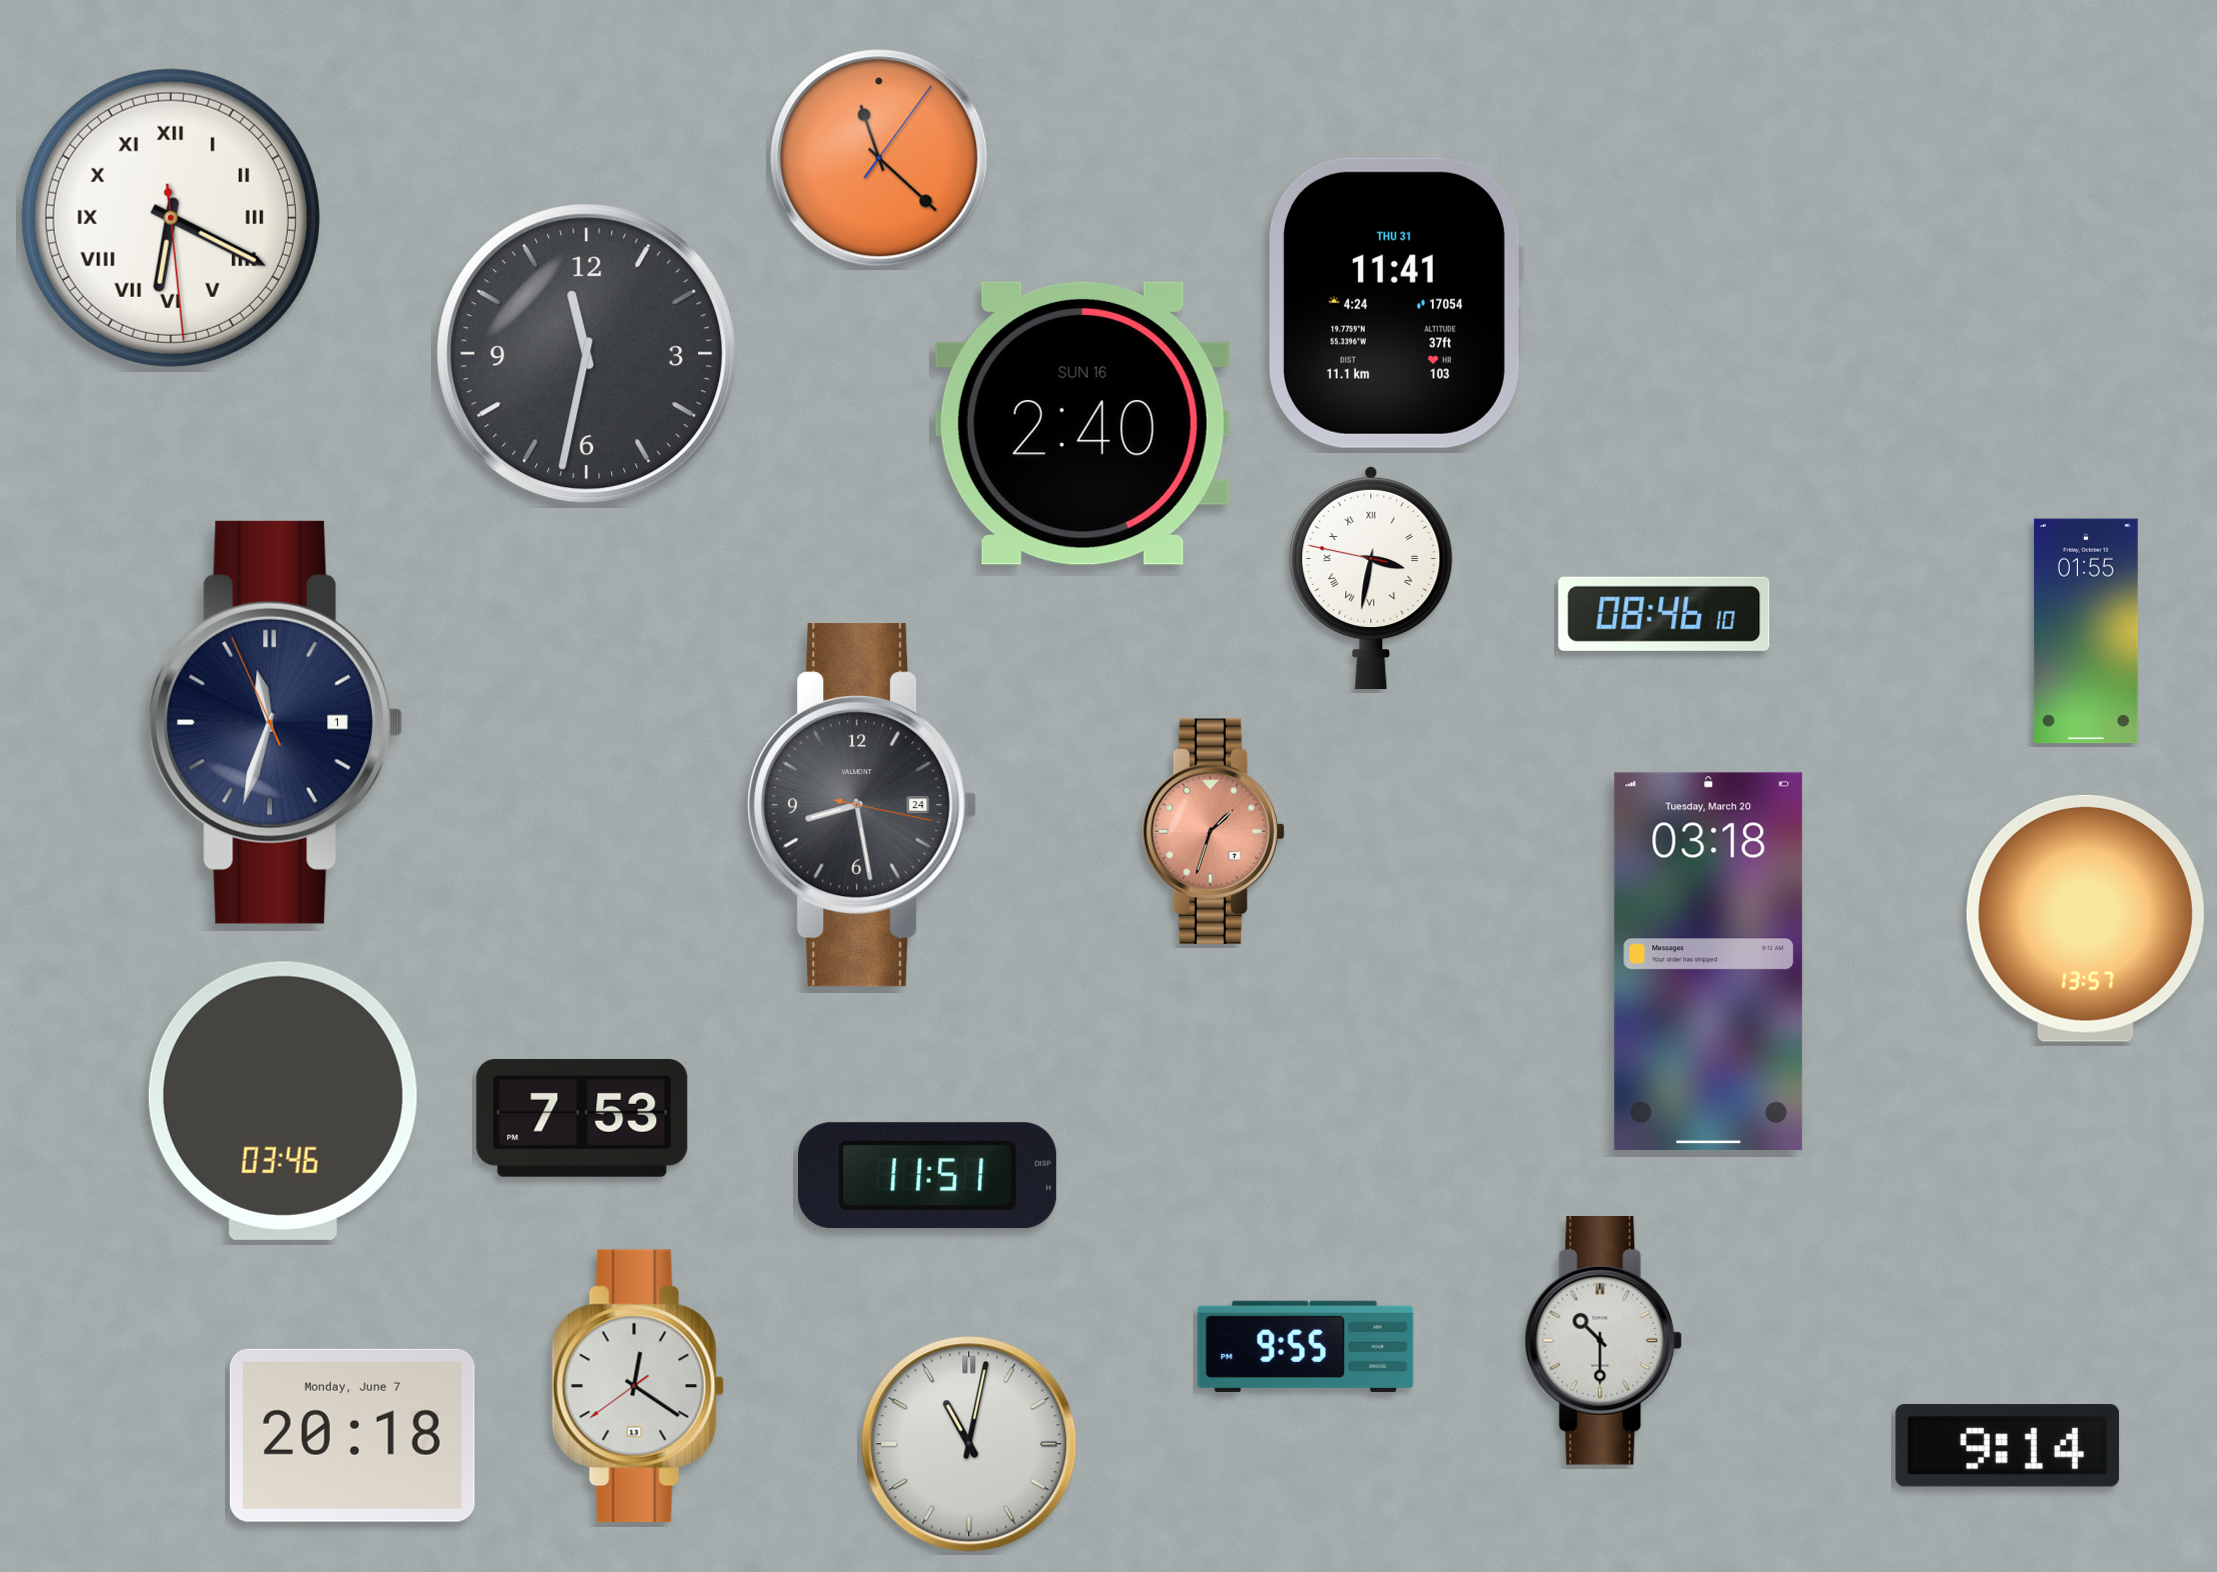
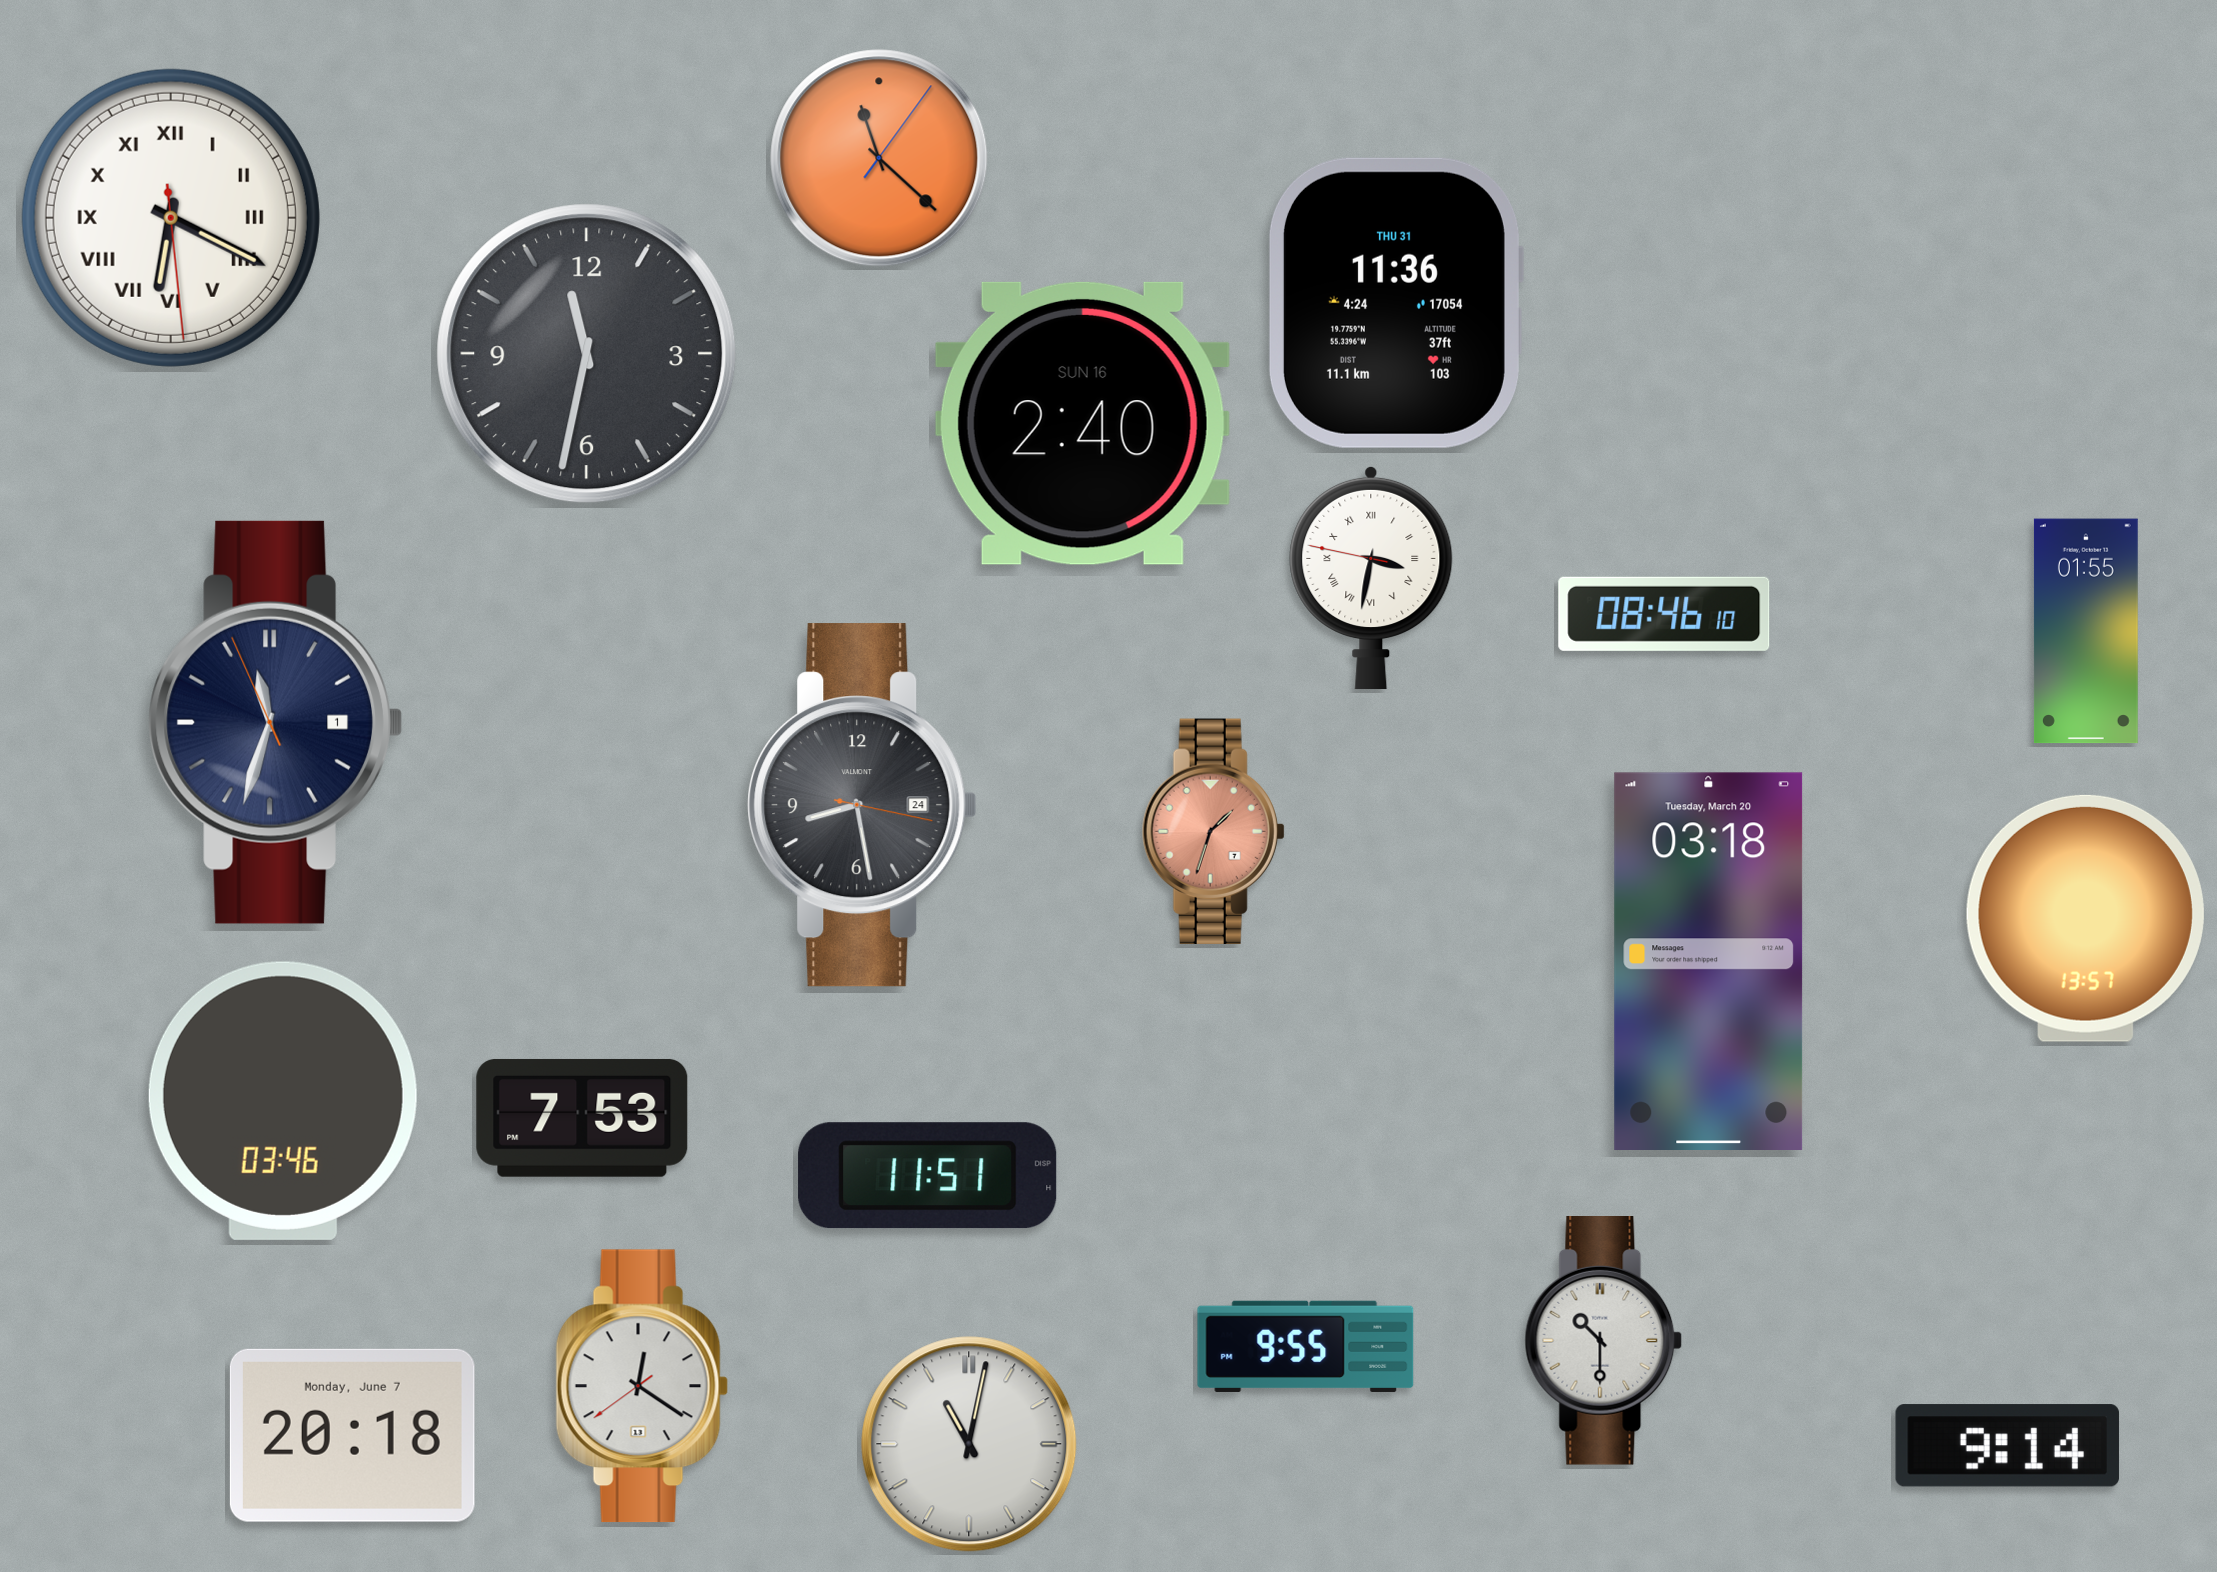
clock at (1395, 303): 11:41 -> 11:36
clock at (638, 1386) position: (638, 1386) -> (642, 1386)
